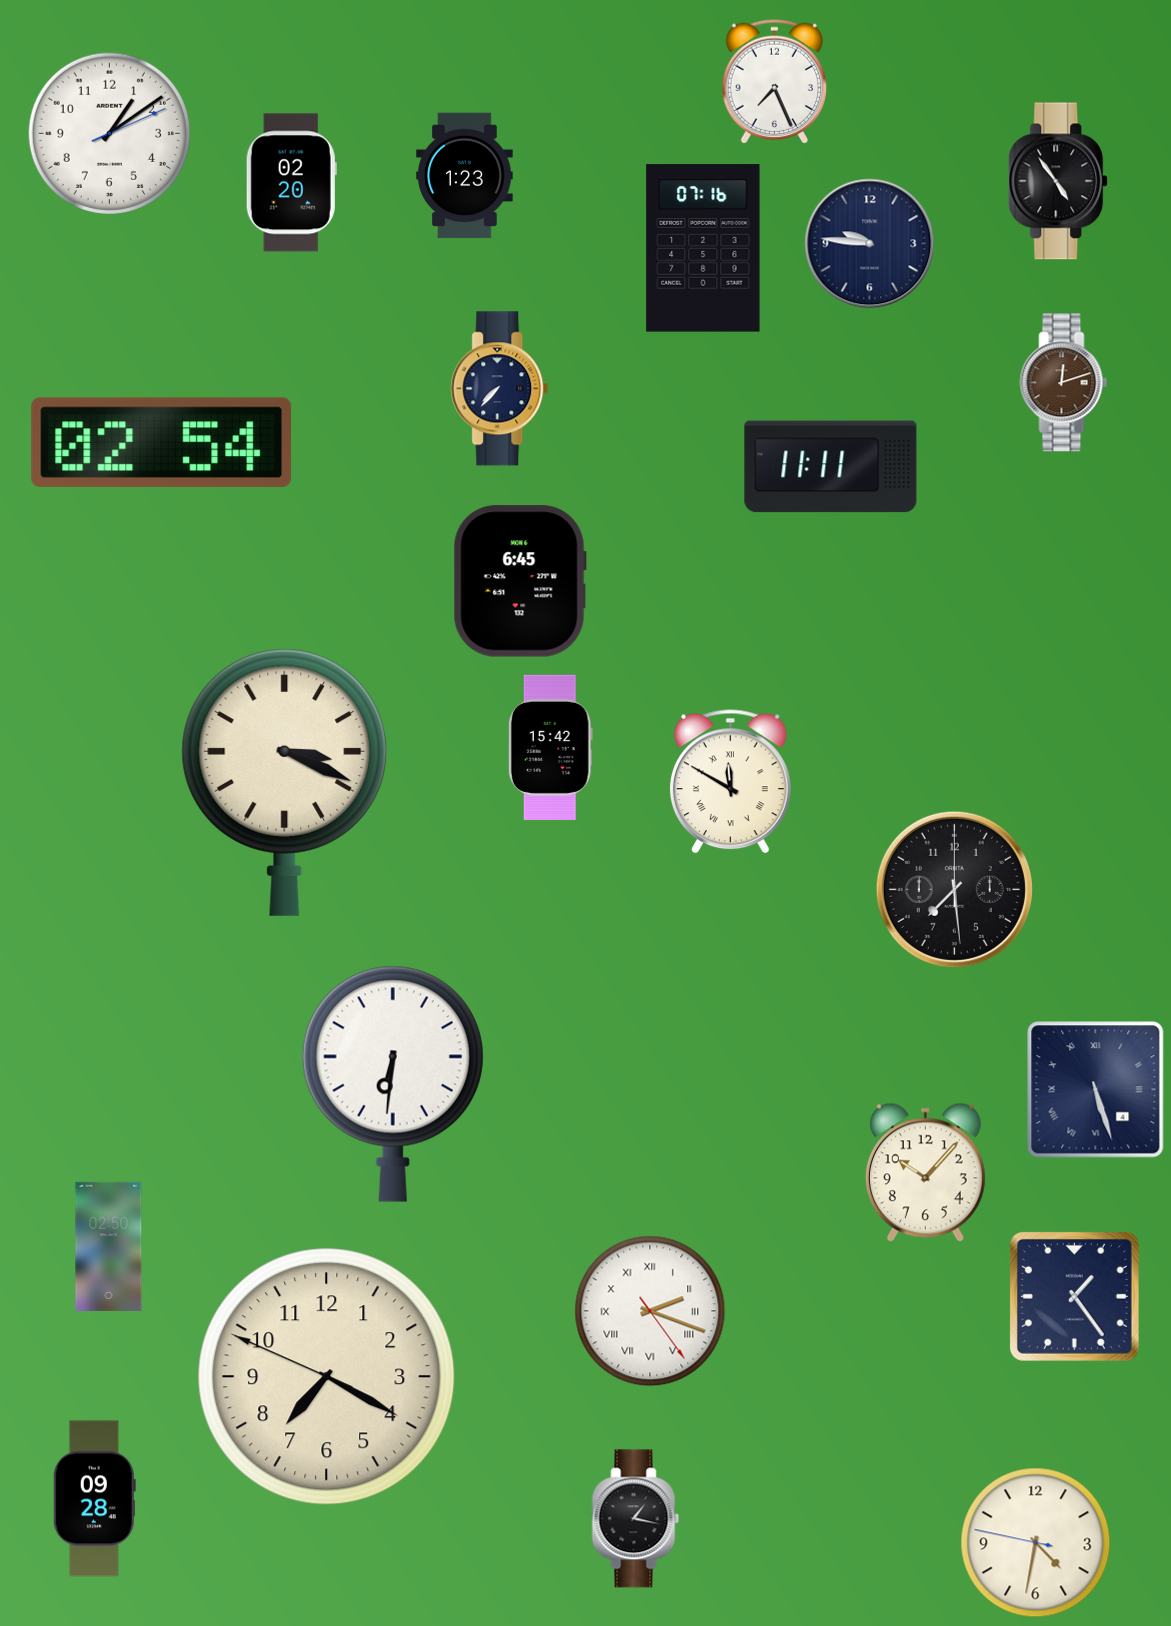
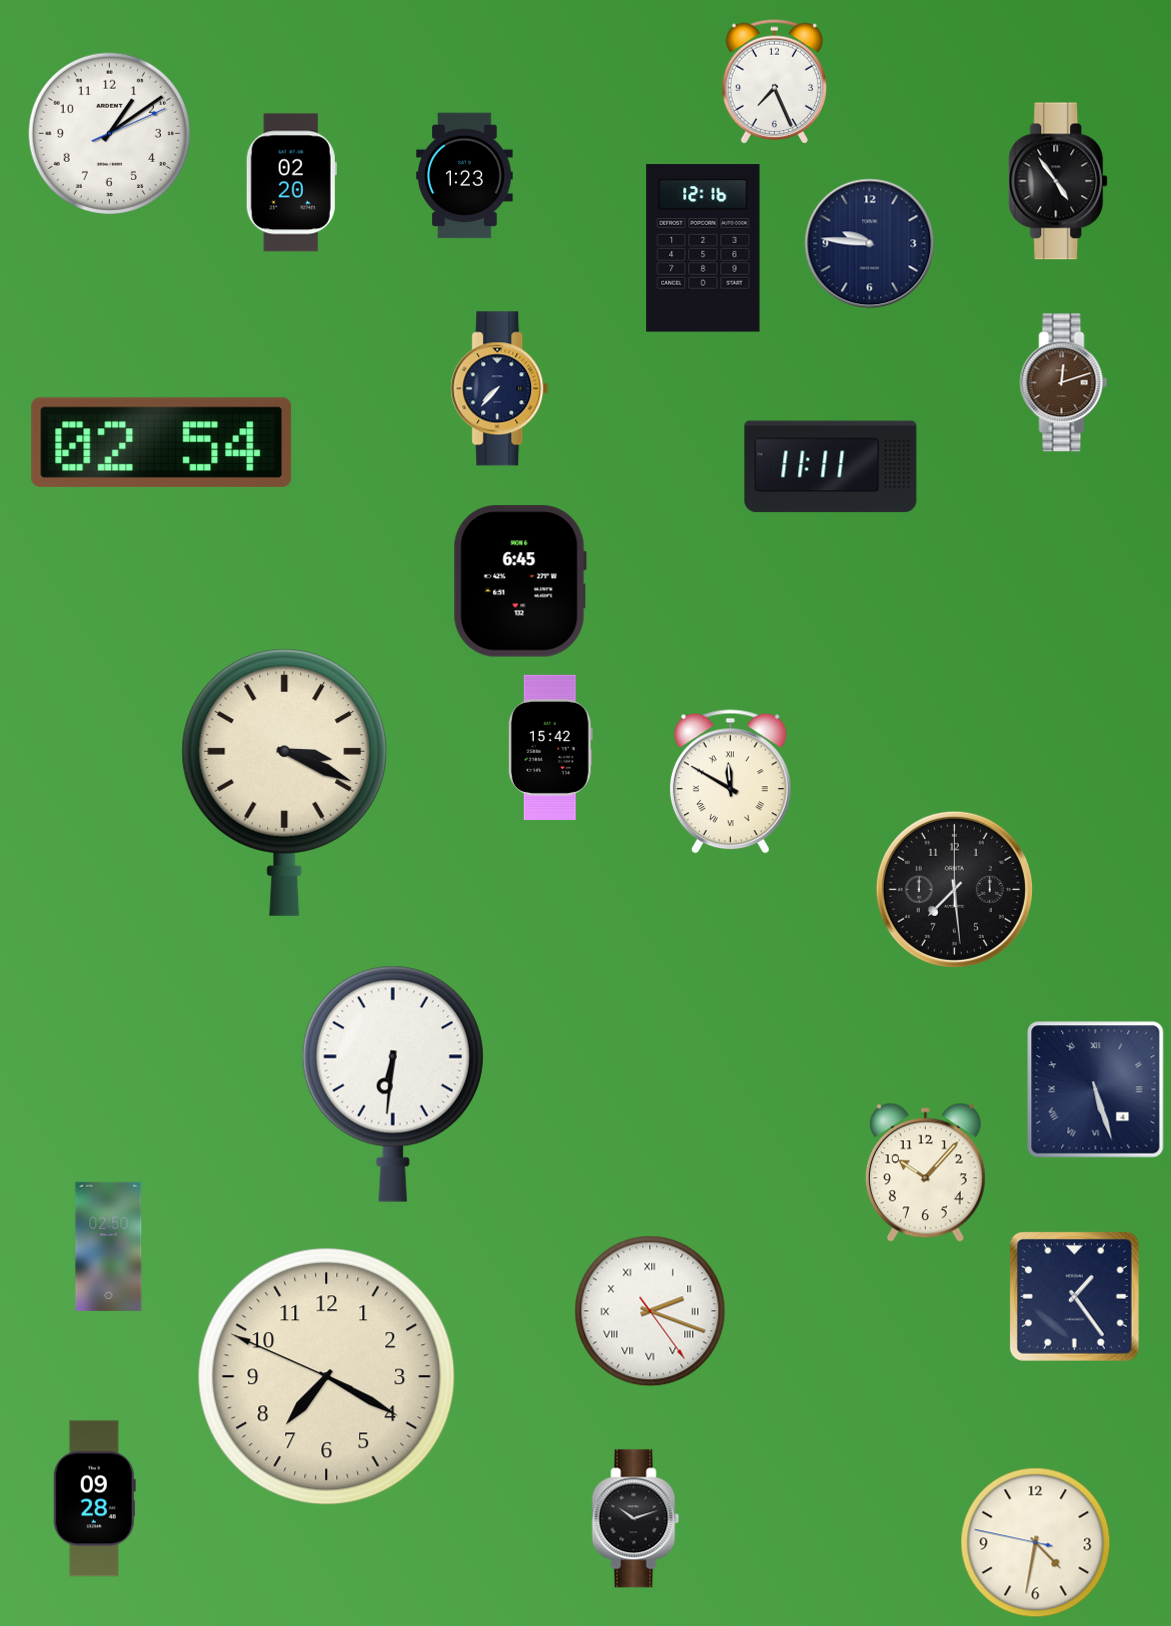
clock at (703, 248): 07:16 -> 12:16
clock at (636, 1519): 1:17 -> 10:12
